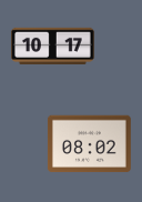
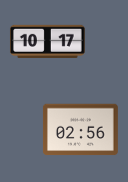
clock at (89, 144): 08:02 -> 02:56
